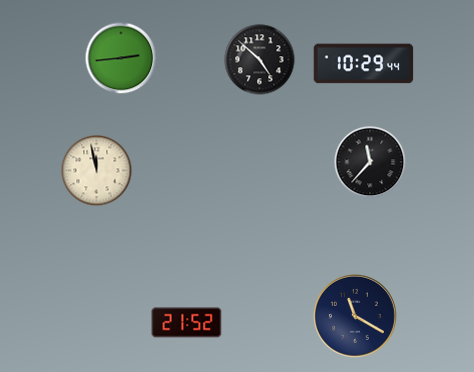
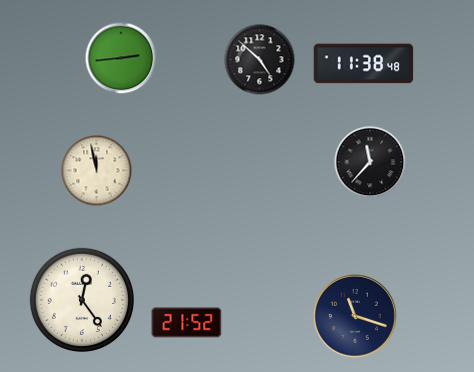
clock at (364, 64): 10:29 -> 11:38
clock at (81, 299): none -> 12:24
clock at (355, 316): 11:20 -> 11:18
